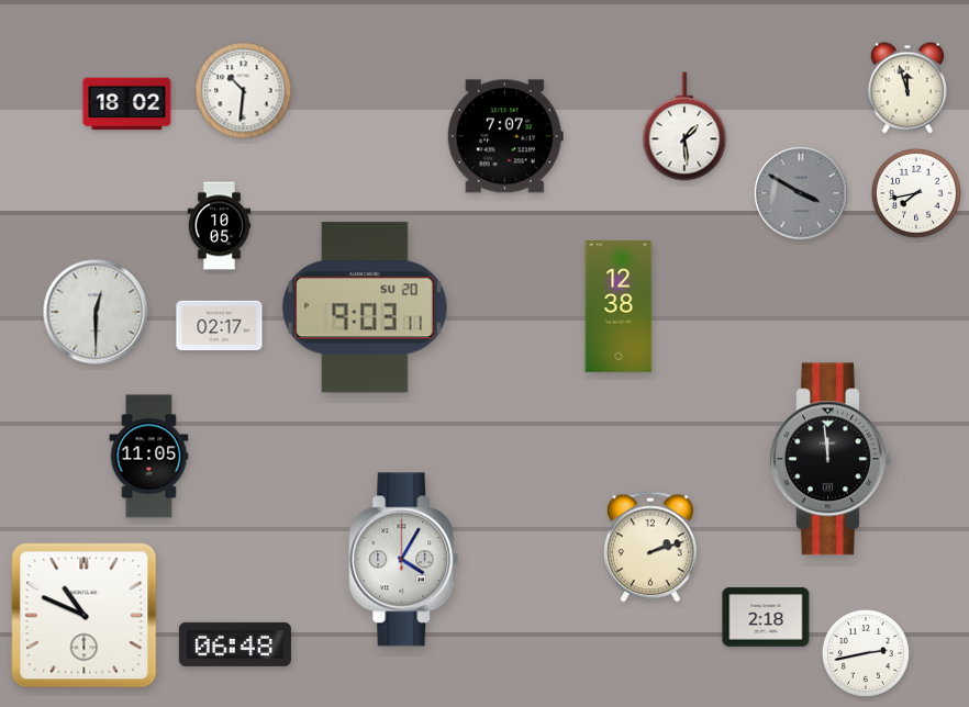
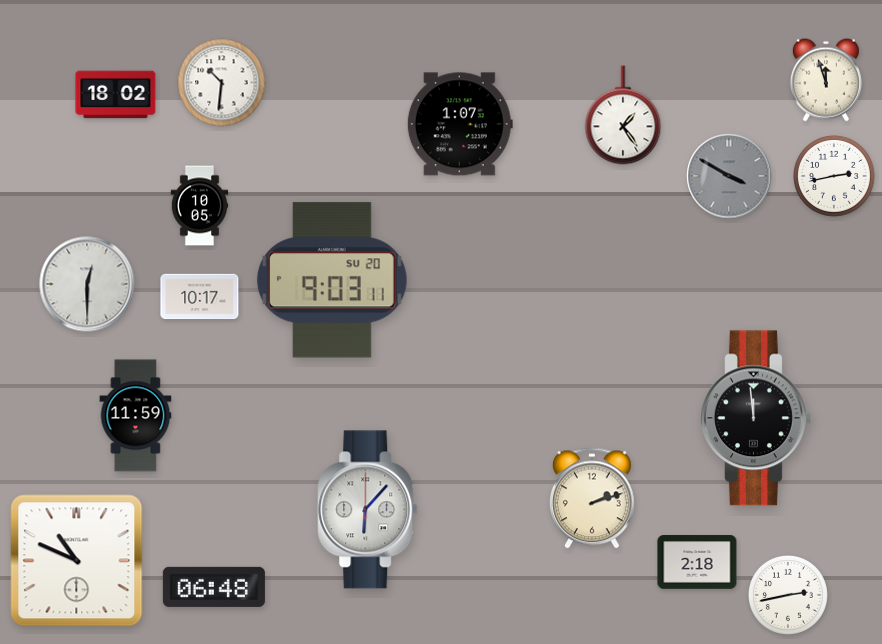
clock at (684, 126): 1:29 -> 1:24
clock at (505, 136): 7:07 -> 1:07
clock at (916, 193): 7:43 -> 2:43
clock at (619, 307): 12:38 -> none
clock at (220, 326): 02:17 -> 10:17
clock at (149, 457): 11:05 -> 11:59
clock at (404, 560): 4:05 -> 6:07
